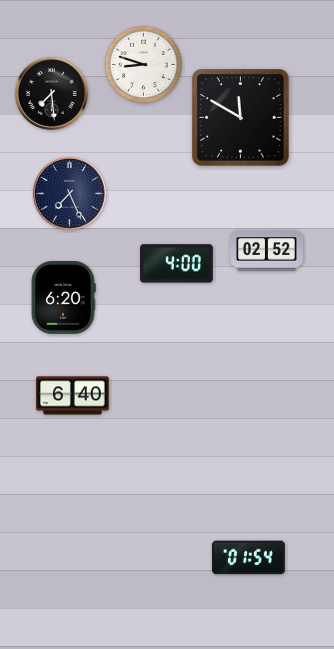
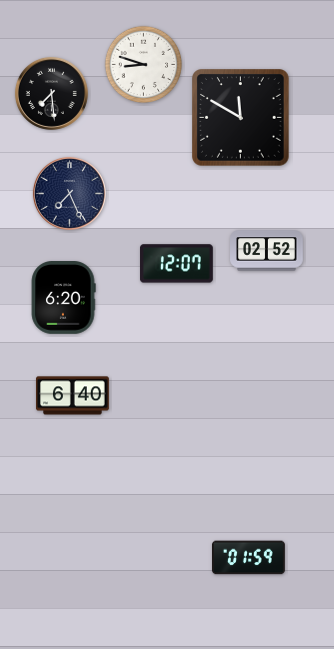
clock at (177, 264): 4:00 -> 12:07
clock at (249, 558): 01:54 -> 01:59
